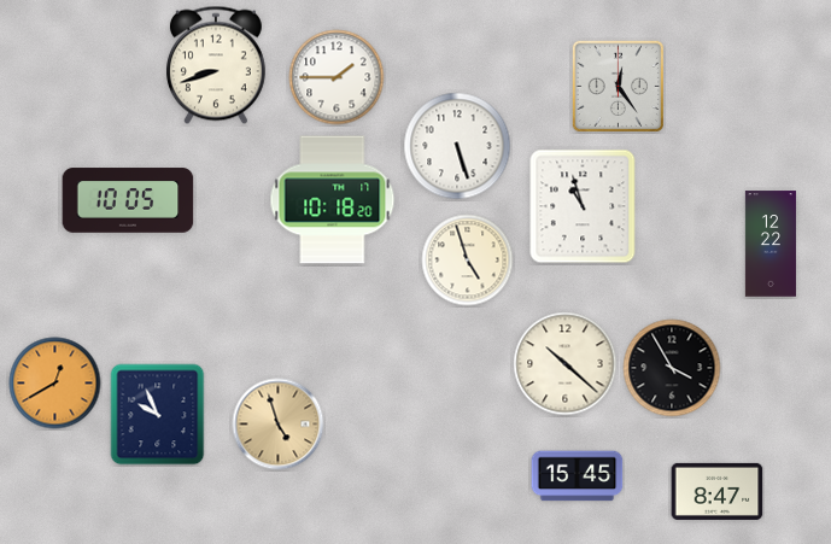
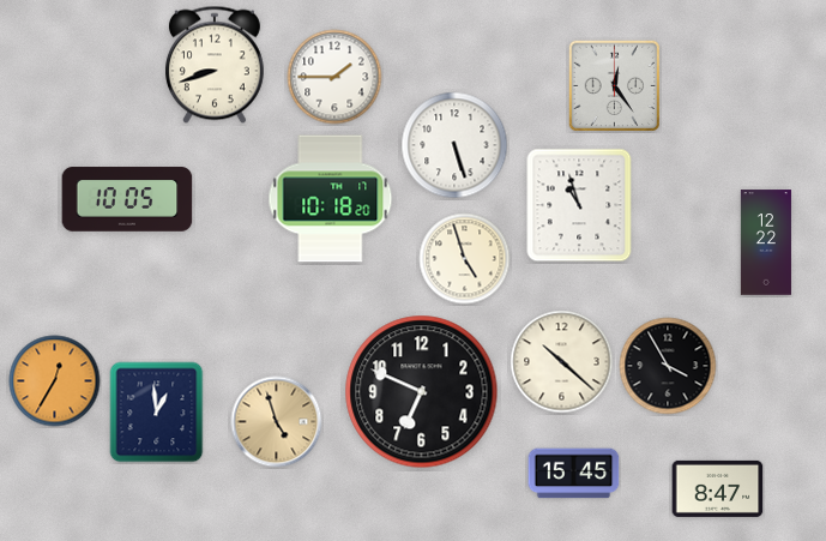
clock at (55, 384): 12:40 -> 12:35
clock at (422, 392): none -> 6:49
clock at (158, 415): 9:56 -> 12:59
clock at (718, 491) position: (718, 491) -> (718, 488)
